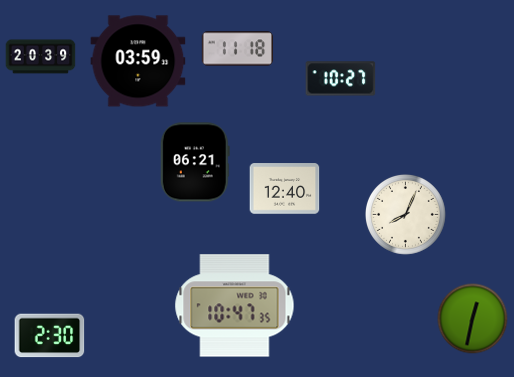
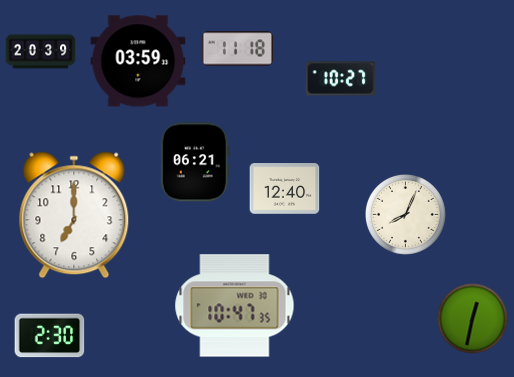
clock at (41, 57) position: (41, 57) -> (41, 52)
clock at (74, 215): none -> 7:00
